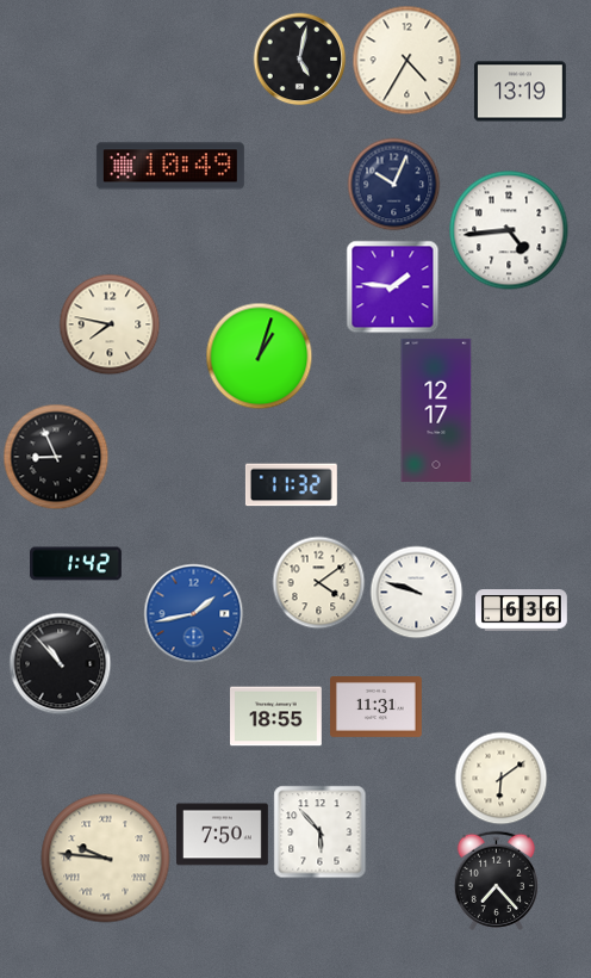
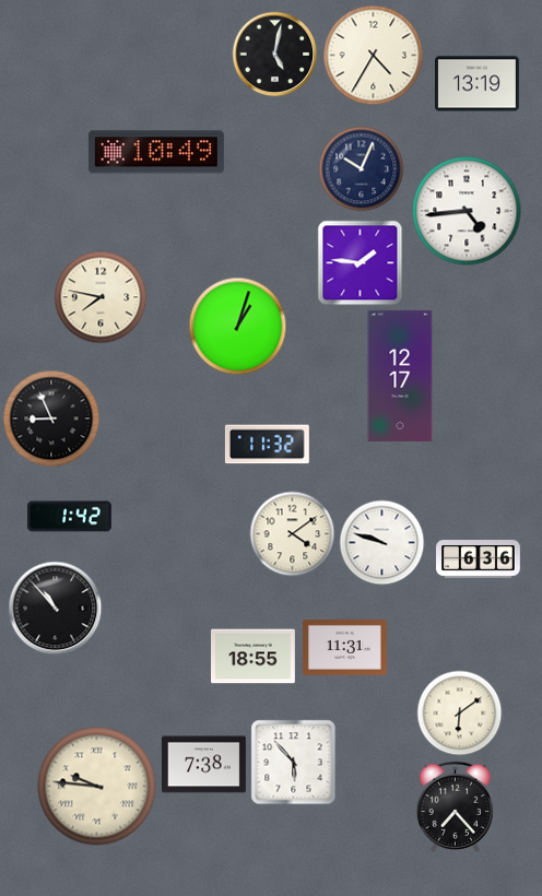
clock at (193, 613): 1:43 -> none
clock at (223, 835): 7:50 -> 7:38
